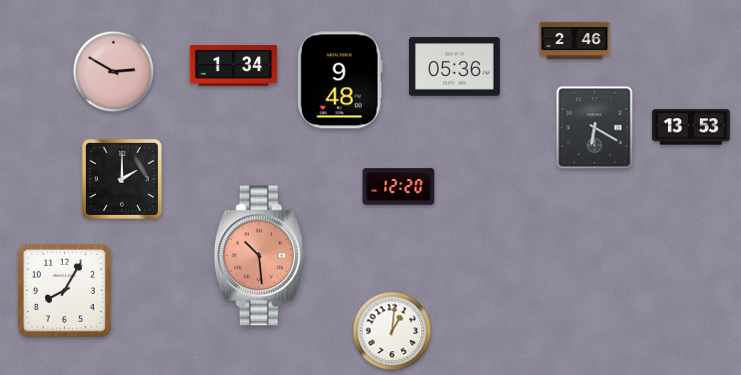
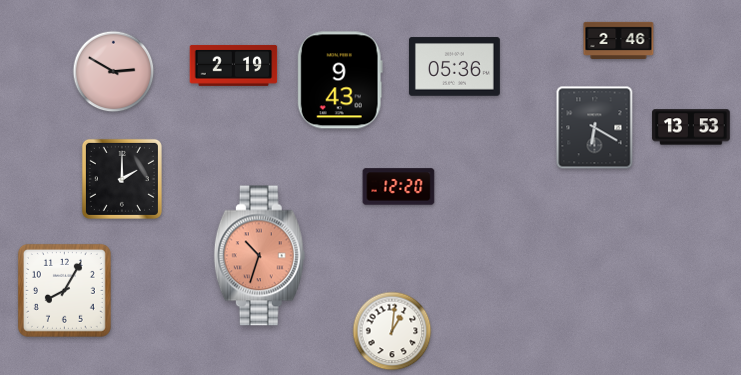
clock at (575, 40) position: (575, 40) -> (619, 40)
clock at (234, 65): 1:34 -> 2:19
clock at (340, 80): 9:48 -> 9:43
clock at (259, 256): 10:29 -> 10:33
